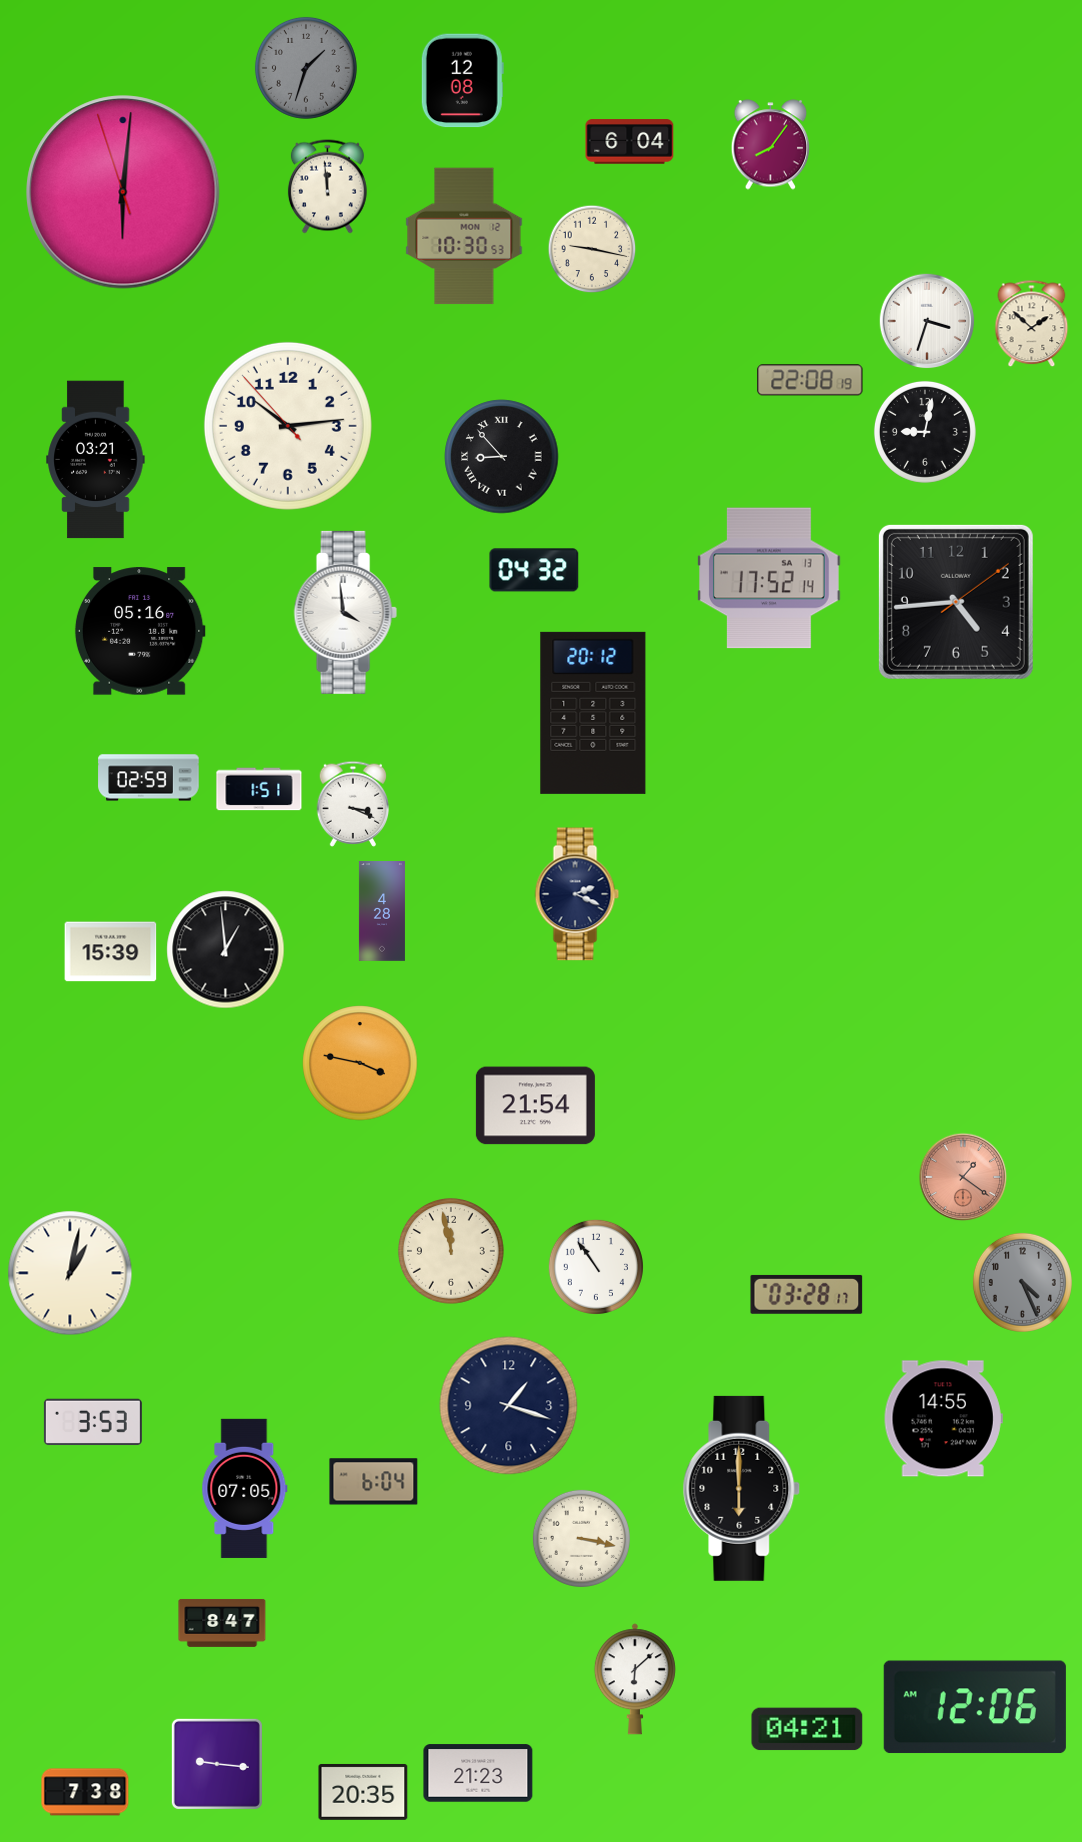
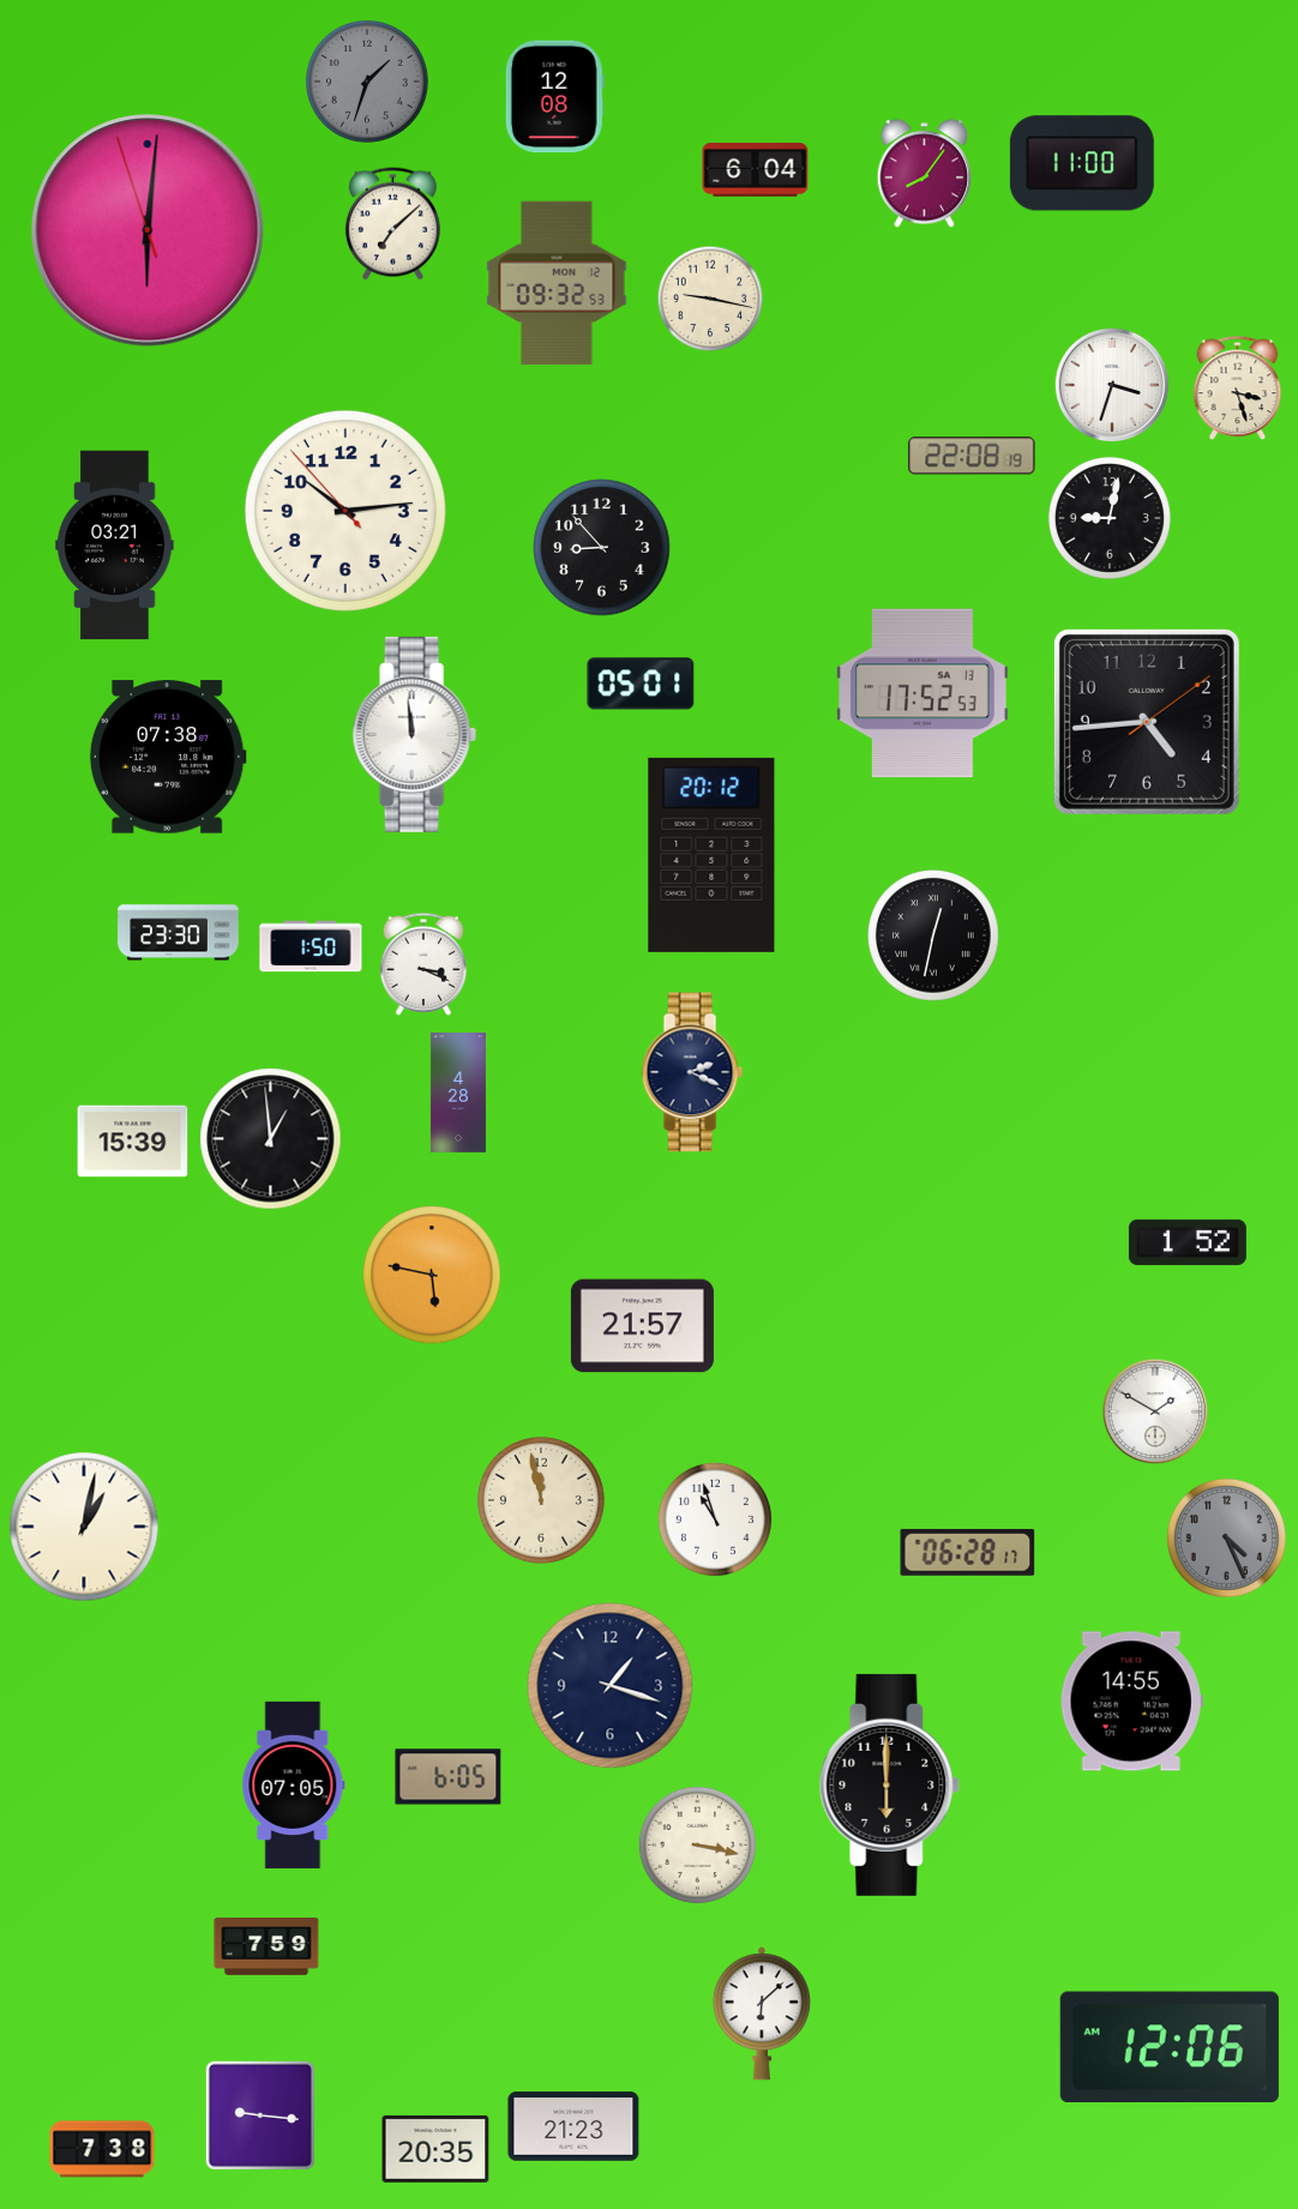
clock at (1082, 163): none -> 11:00
clock at (327, 187): 11:59 -> 7:08
clock at (464, 236): 10:30 -> 09:32
clock at (1032, 324): 1:52 -> 3:27
clock at (502, 457) numerals: Roman -> Arabic
clock at (96, 460) position: (96, 460) -> (115, 546)
clock at (534, 570): 04:32 -> 05:01
clock at (770, 578): 17:52:14 -> 17:52:53
clock at (345, 612): 3:59 -> 11:59
clock at (140, 631): 05:16 -> 07:38
clock at (149, 778): 02:59 -> 23:30
clock at (933, 935): none -> 12:32
clock at (259, 789): 1:51 -> 1:50
clock at (1188, 1242): none -> 1:52
clock at (360, 1063): 3:47 -> 5:47
clock at (535, 1106): 21:54 -> 21:57
clock at (963, 1177): 1:21 -> 1:50
clock at (963, 1177) dial: salmon -> white
clock at (596, 1267): 10:54 -> 10:57
clock at (807, 1294): 03:28 -> 06:28
clock at (93, 1422): 3:53 -> none
clock at (374, 1482): 6:04 -> 6:05
clock at (222, 1623): 8:47 -> 7:59
clock at (807, 1729): 04:21 -> none
